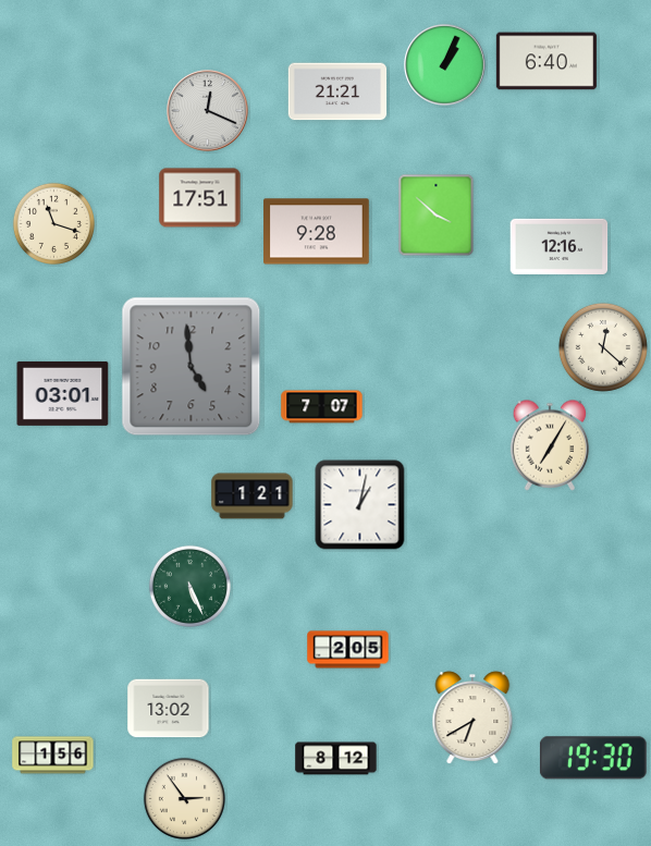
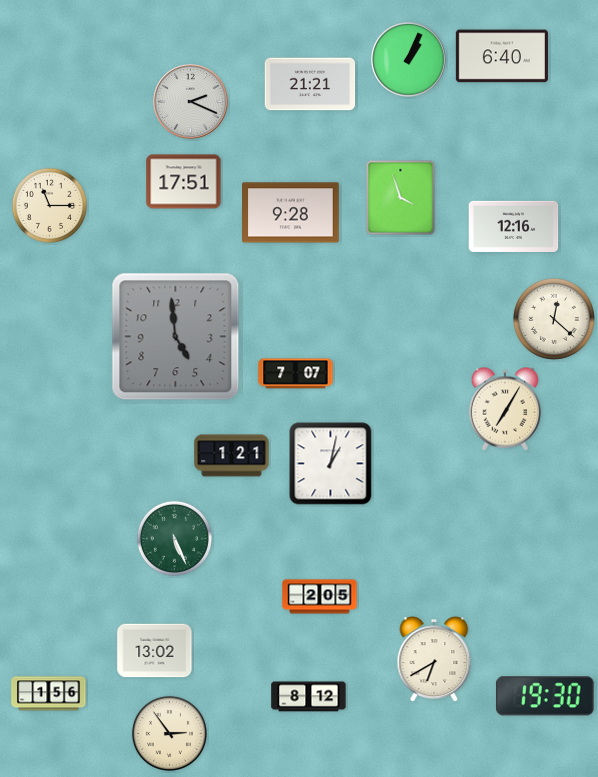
clock at (208, 111): 12:19 -> 2:19
clock at (437, 216): 3:52 -> 3:57
clock at (53, 223): 11:18 -> 11:15
clock at (63, 393): 03:01 -> none
